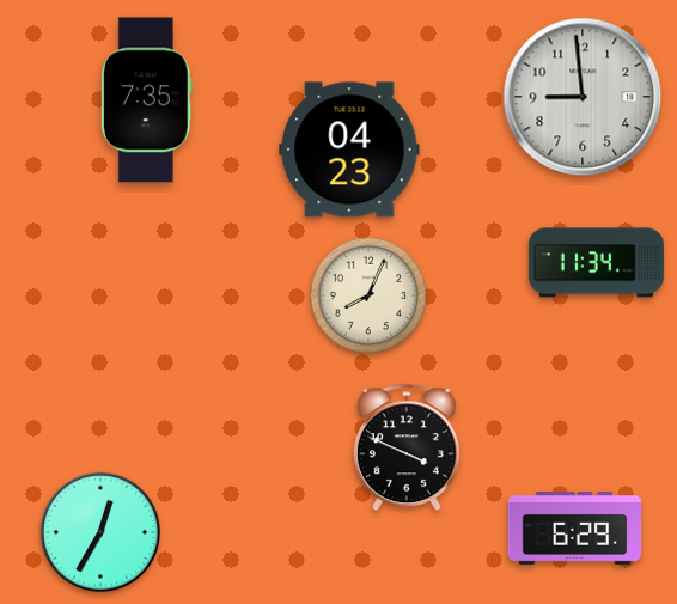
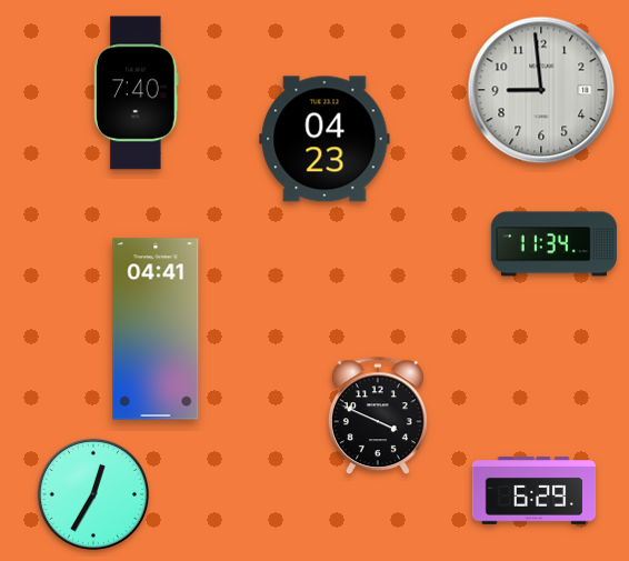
clock at (147, 100): 7:35 -> 7:40
clock at (368, 295): 8:04 -> none
clock at (156, 329): none -> 04:41
